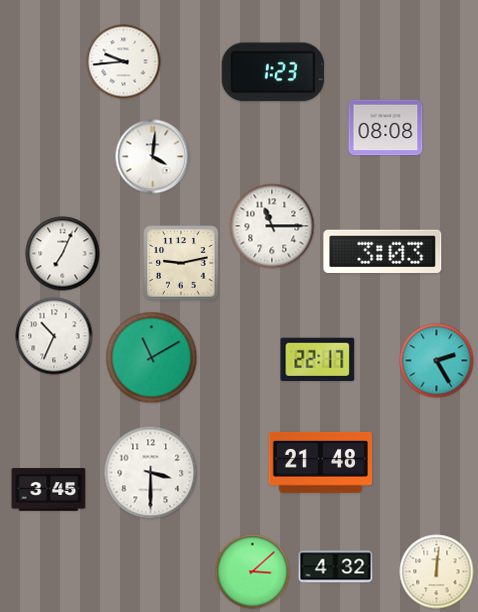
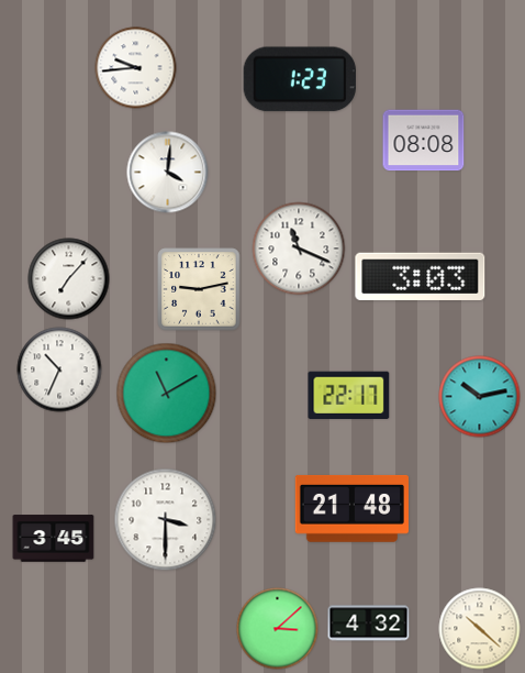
clock at (272, 226): 11:15 -> 11:19
clock at (63, 254): 7:04 -> 7:07
clock at (437, 361): 2:25 -> 10:13
clock at (437, 572): 12:01 -> 10:22
